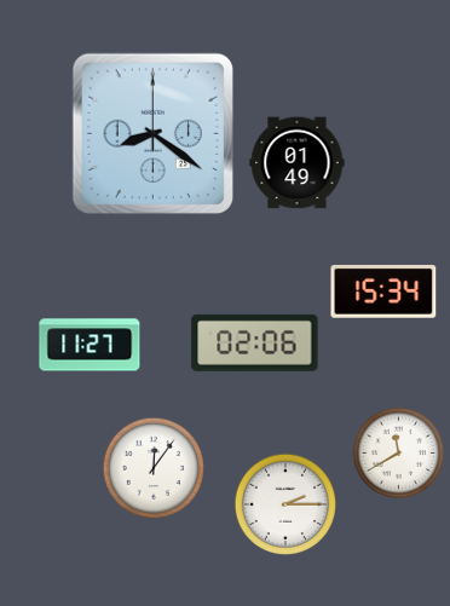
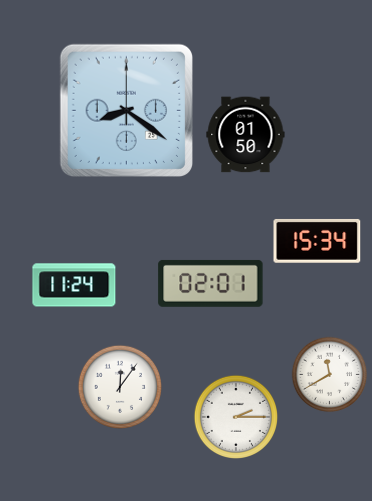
clock at (298, 163): 01:49 -> 01:50
clock at (255, 342): 02:06 -> 02:01
clock at (90, 345): 11:27 -> 11:24
clock at (152, 467) position: (152, 467) -> (119, 386)
